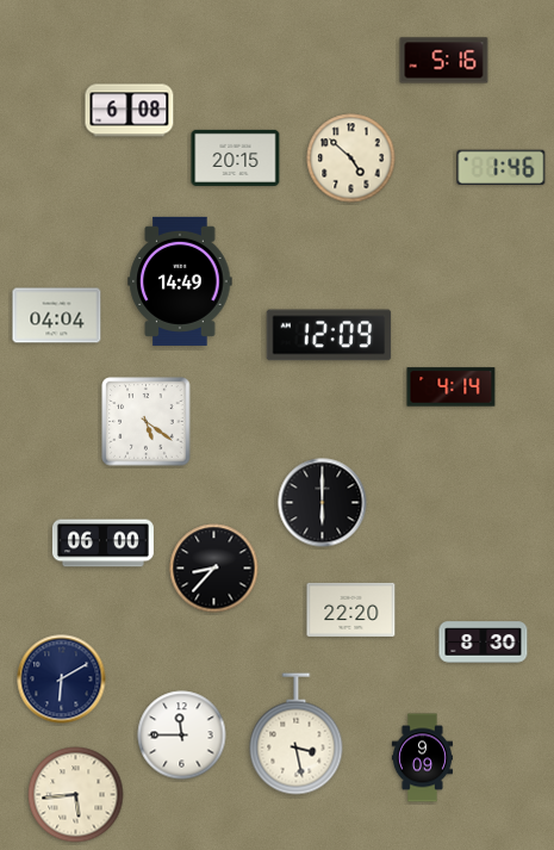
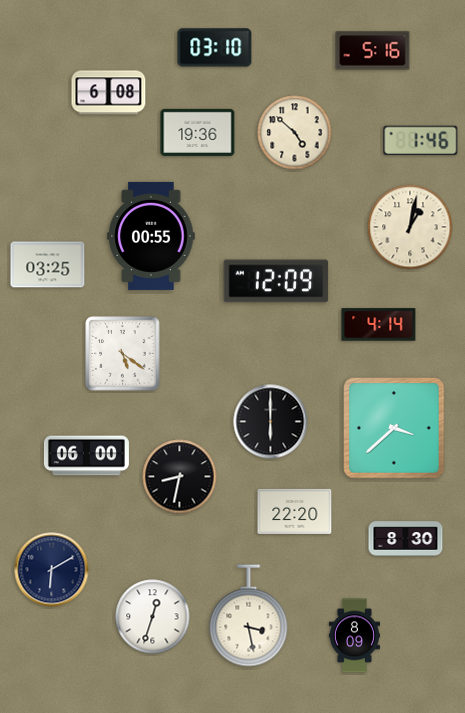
clock at (215, 48): none -> 03:10
clock at (236, 157): 20:15 -> 19:36
clock at (410, 227): none -> 1:02
clock at (180, 281): 14:49 -> 00:55
clock at (57, 316): 04:04 -> 03:25
clock at (394, 428): none -> 3:38
clock at (214, 569): 8:37 -> 8:32
clock at (182, 736): 11:45 -> 12:33
clock at (422, 758): 9:09 -> 8:09
clock at (76, 795): 5:44 -> none
